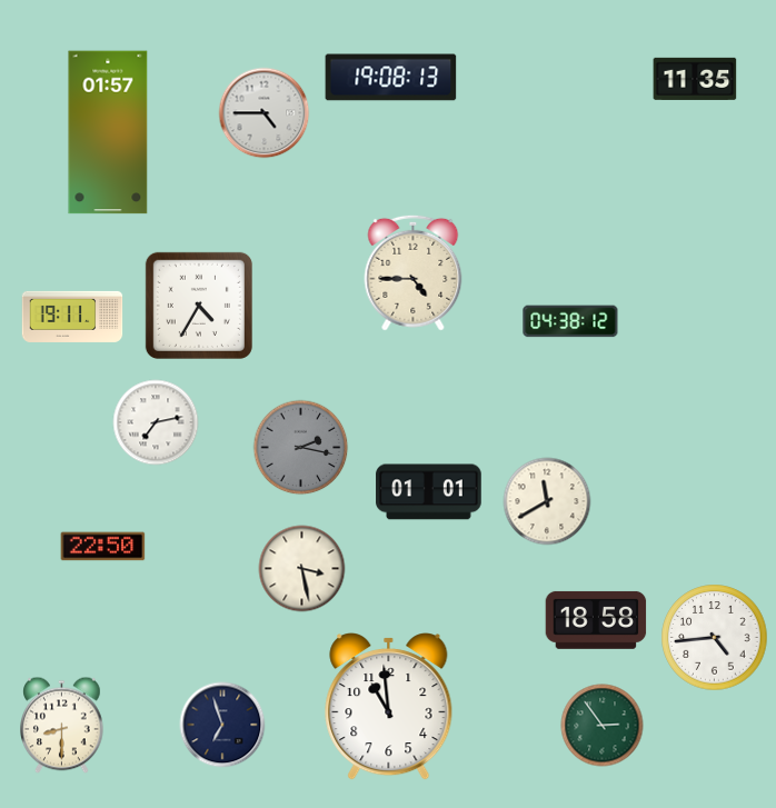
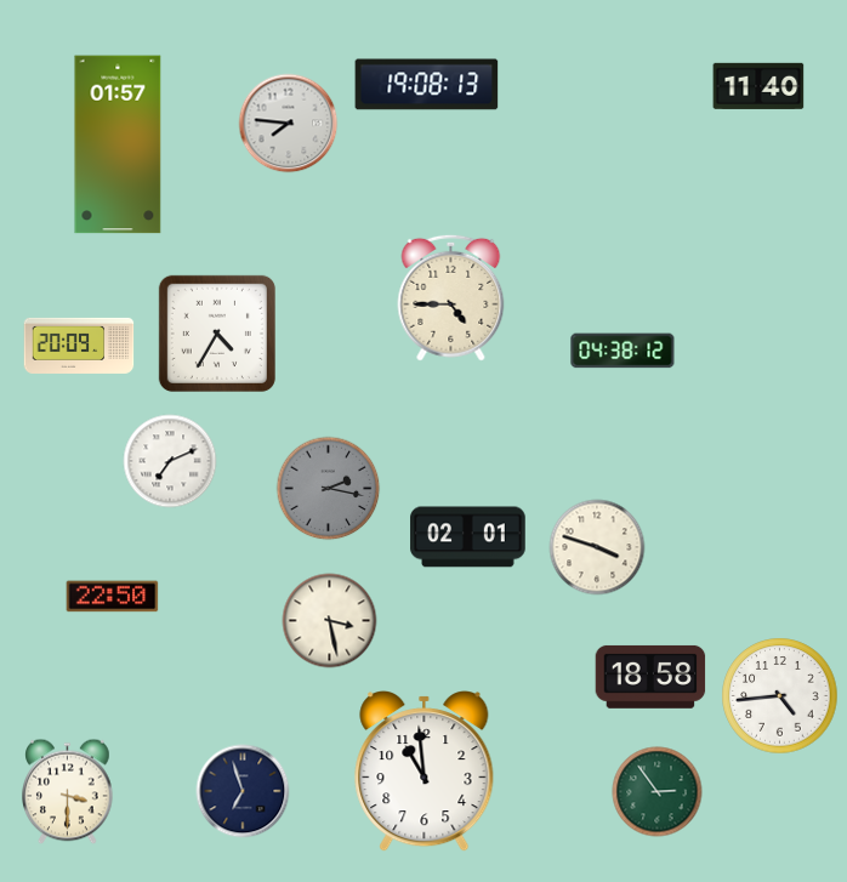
clock at (695, 79): 11:35 -> 11:40
clock at (265, 113): 4:45 -> 7:46
clock at (72, 317): 19:11 -> 20:09
clock at (156, 422): 7:13 -> 7:11
clock at (429, 492): 01:01 -> 02:01
clock at (547, 501): 11:40 -> 3:48
clock at (62, 726): 8:30 -> 3:30
